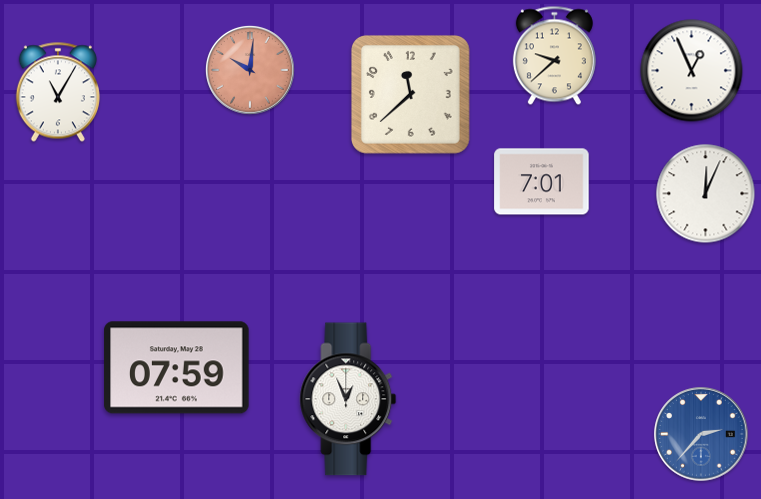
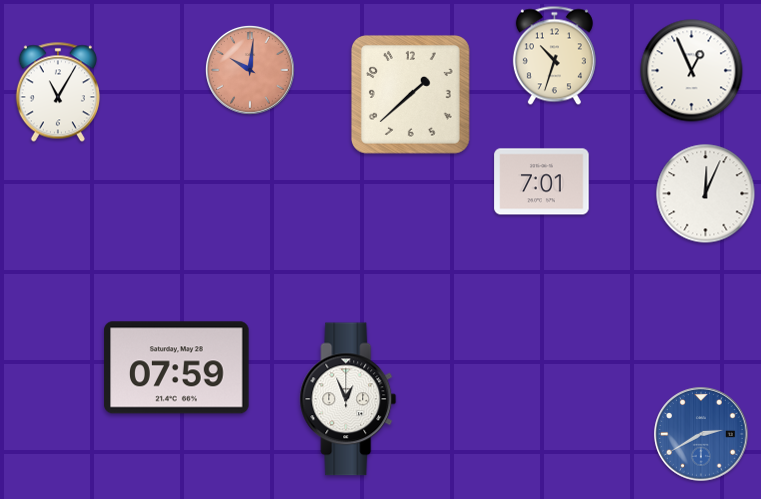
clock at (554, 56): 9:38 -> 10:33
clock at (410, 94): 11:38 -> 1:38
clock at (701, 434): 2:37 -> 2:40
